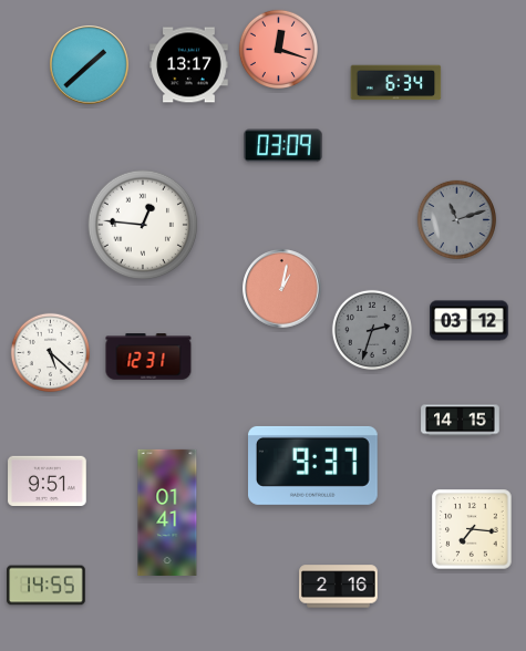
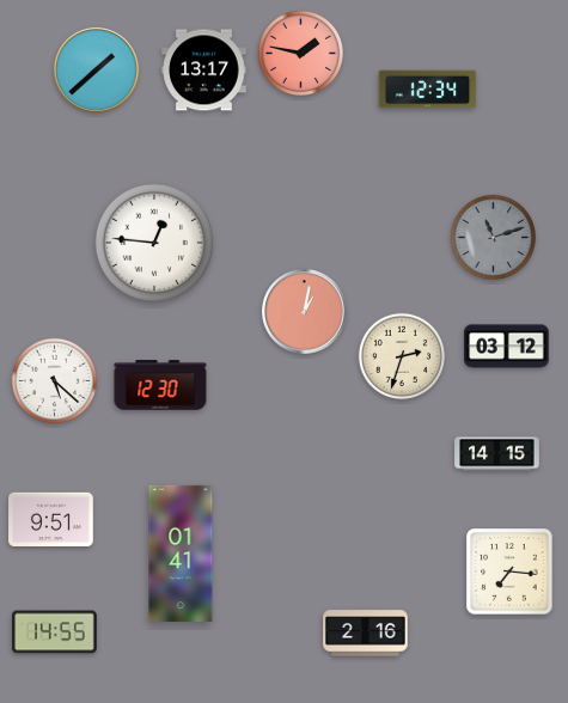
clock at (278, 49): 12:18 -> 1:47
clock at (396, 83): 6:34 -> 12:34
clock at (283, 146): 03:09 -> none
clock at (372, 330) dial: grey -> cream
clock at (148, 356): 12:31 -> 12:30
clock at (313, 465): 9:37 -> none
clock at (47, 586) position: (47, 586) -> (55, 632)
